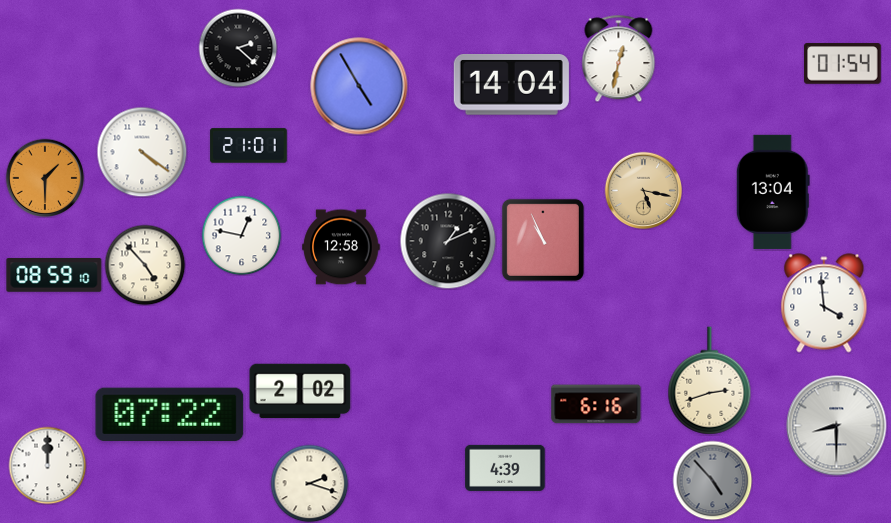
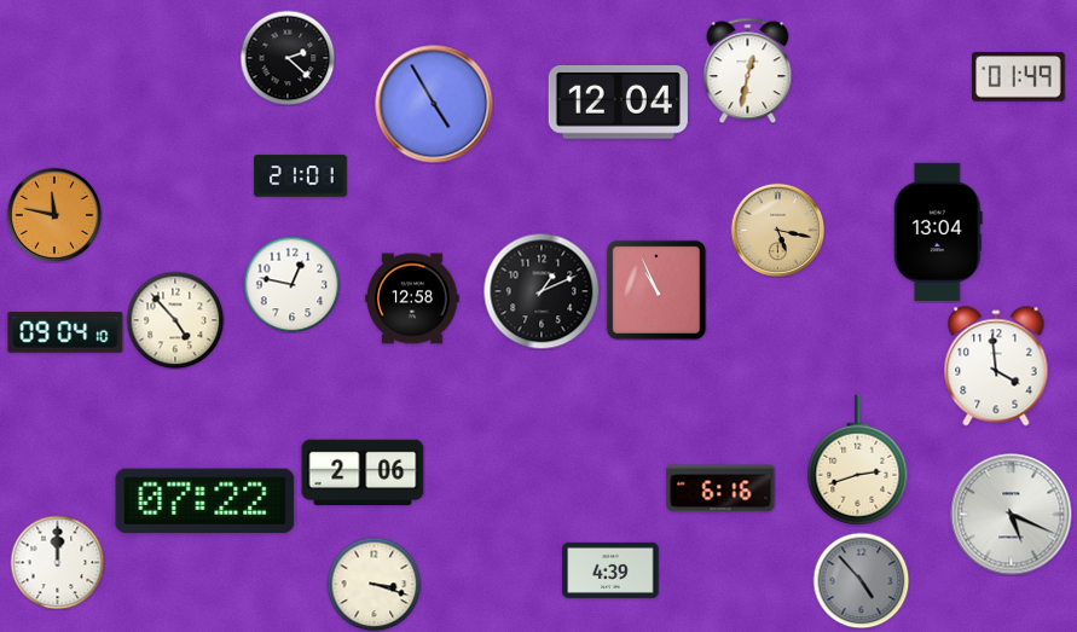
clock at (843, 64): 01:54 -> 01:49
clock at (511, 85): 14:04 -> 12:04
clock at (142, 152): 4:21 -> none
clock at (45, 178): 1:30 -> 11:47
clock at (773, 192) position: (773, 192) -> (938, 232)
clock at (54, 276): 08:59 -> 09:04
clock at (300, 391): 2:02 -> 2:06
clock at (837, 426): 8:30 -> 5:19
clock at (505, 468) position: (505, 468) -> (610, 570)
clock at (309, 483): 2:18 -> 3:18
